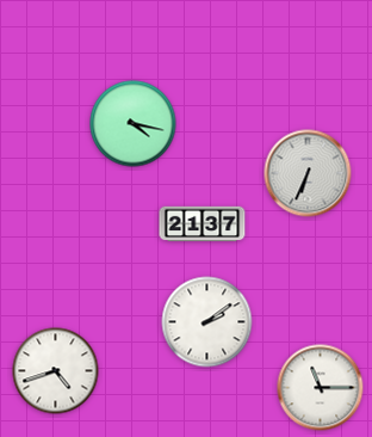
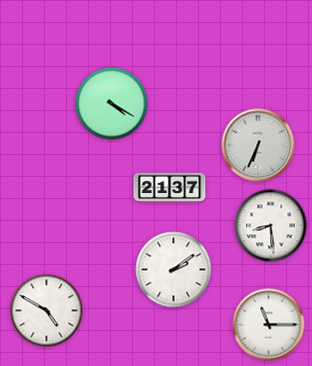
clock at (134, 124): 4:17 -> 4:20
clock at (271, 226): none -> 8:29
clock at (56, 371): 4:42 -> 4:50
